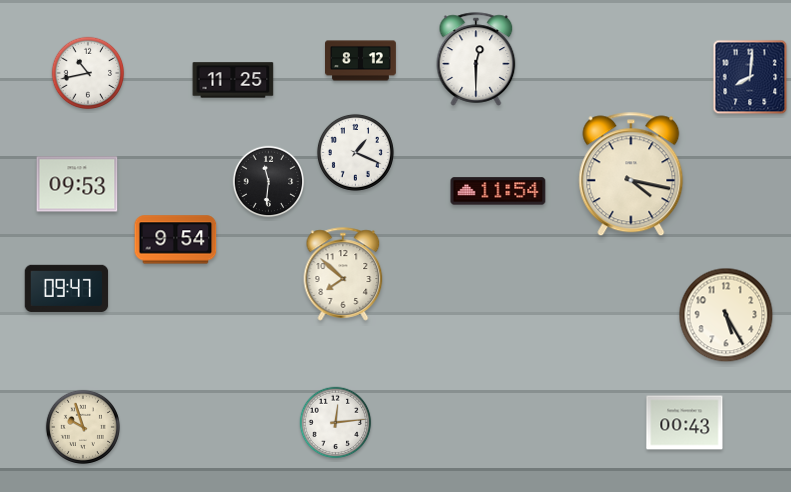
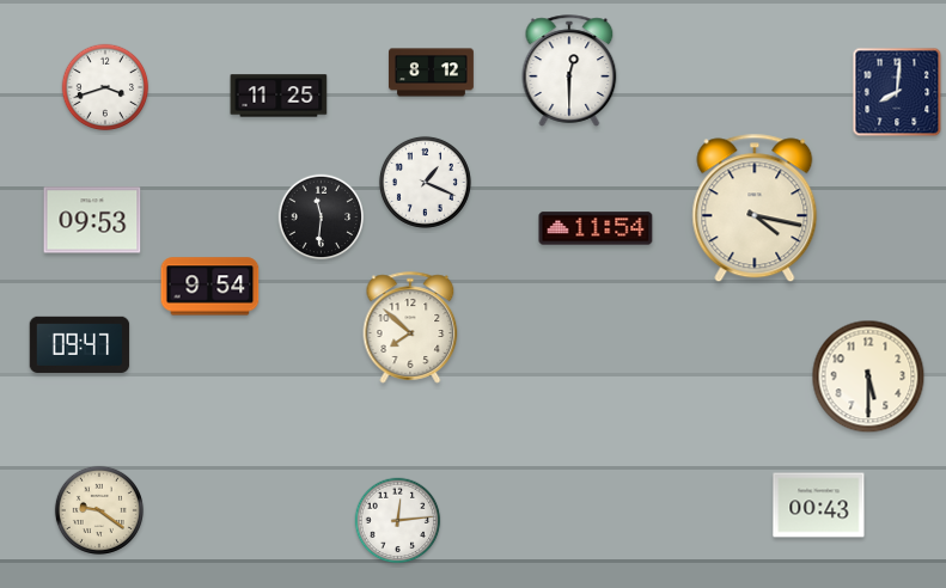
clock at (88, 73): 10:43 -> 3:42
clock at (726, 315): 5:25 -> 5:30
clock at (336, 423) position: (336, 423) -> (398, 521)
clock at (82, 426): 9:57 -> 9:21
